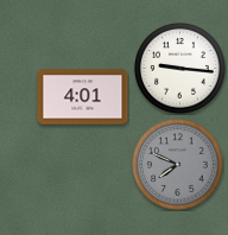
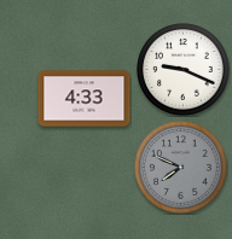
clock at (180, 69): 9:16 -> 9:19
clock at (83, 97): 4:01 -> 4:33
